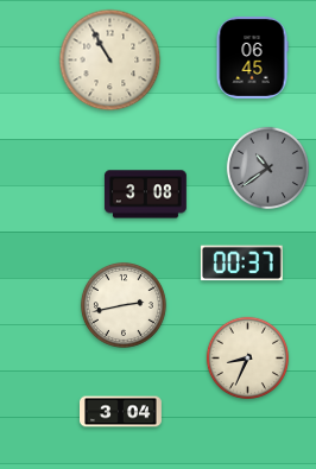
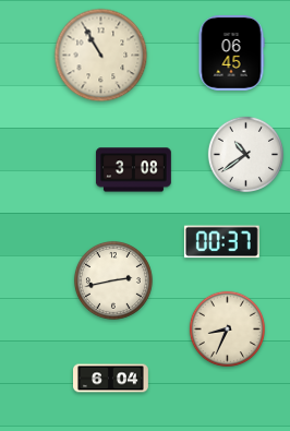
clock at (267, 167) dial: grey -> white
clock at (145, 195) position: (145, 195) -> (133, 170)
clock at (121, 412): 3:04 -> 6:04
